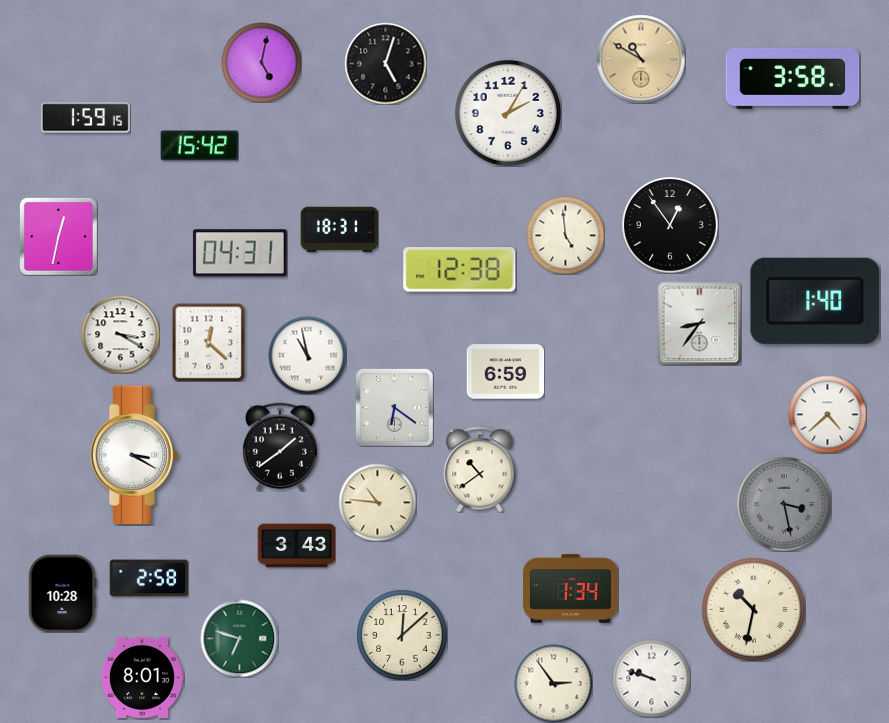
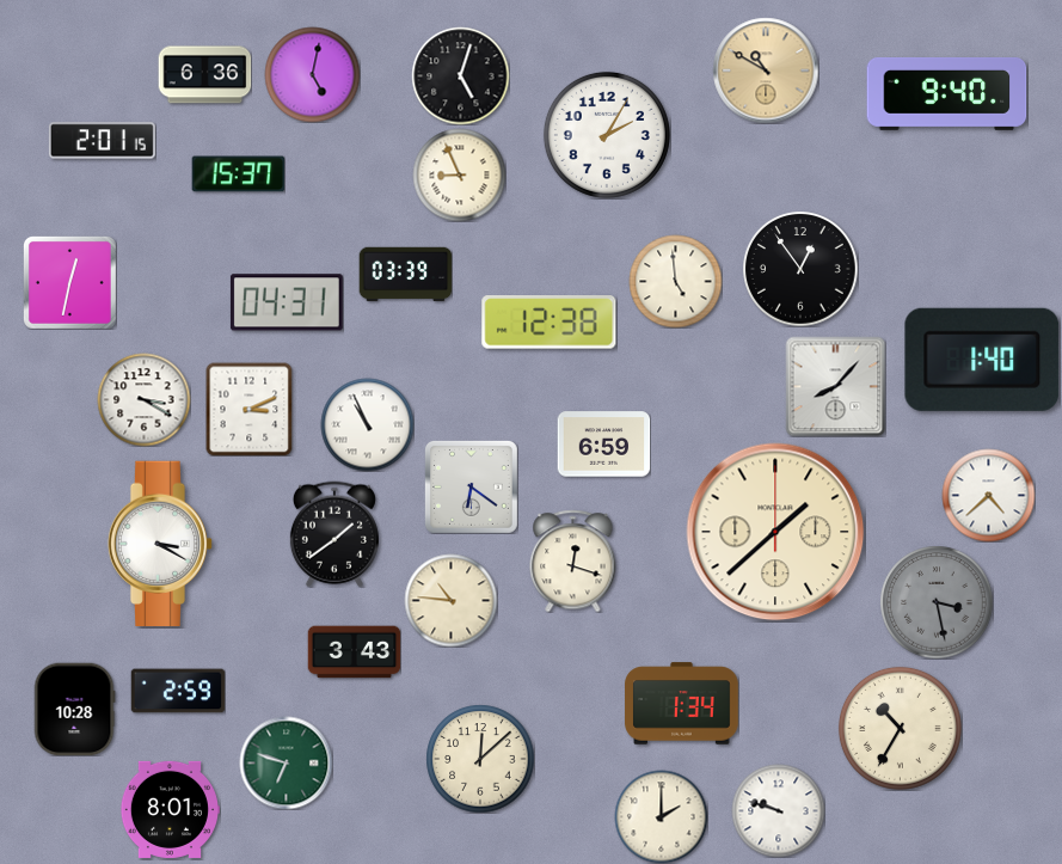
clock at (204, 75): none -> 6:36
clock at (793, 78): 3:58 -> 9:40
clock at (85, 118): 1:59 -> 2:01
clock at (199, 146): 15:42 -> 15:37
clock at (459, 174): none -> 8:56
clock at (339, 230): 18:31 -> 03:39
clock at (815, 301) position: (815, 301) -> (982, 360)
clock at (699, 323): 8:36 -> 8:07
clock at (209, 342): 12:22 -> 3:11
clock at (307, 355): 10:58 -> 10:56
clock at (775, 532): none -> 1:38
clock at (480, 469): 10:39 -> 12:18
clock at (149, 578): 2:58 -> 2:59
clock at (753, 609): 10:32 -> 10:35
clock at (553, 683): 2:54 -> 2:00
